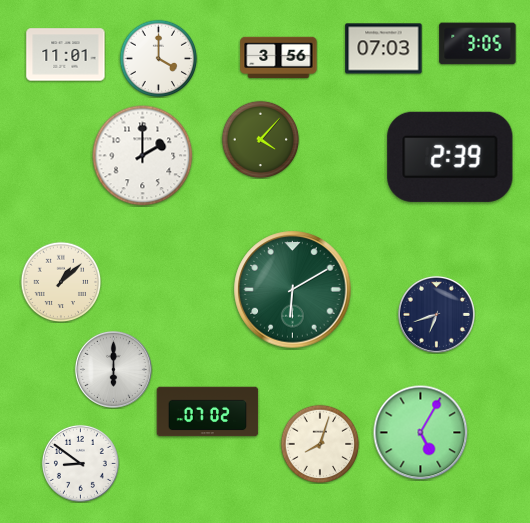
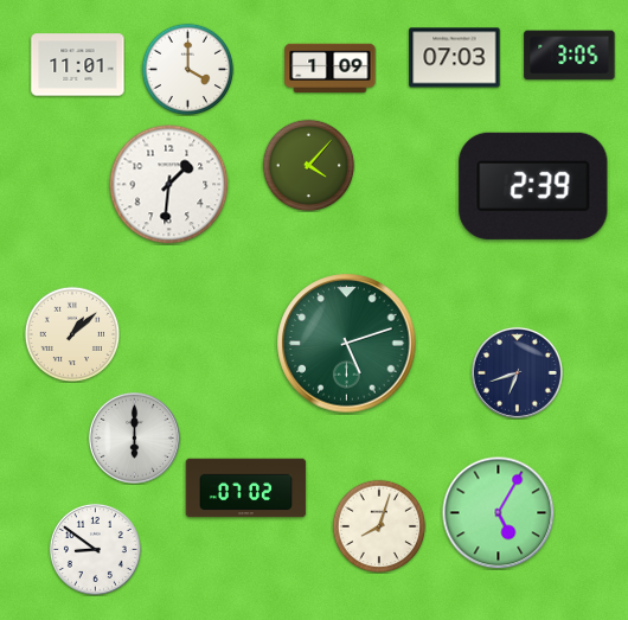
clock at (478, 44) position: (478, 44) -> (570, 56)
clock at (279, 57): 3:56 -> 1:09
clock at (143, 156): 2:00 -> 1:31
clock at (293, 290): 6:10 -> 5:12
